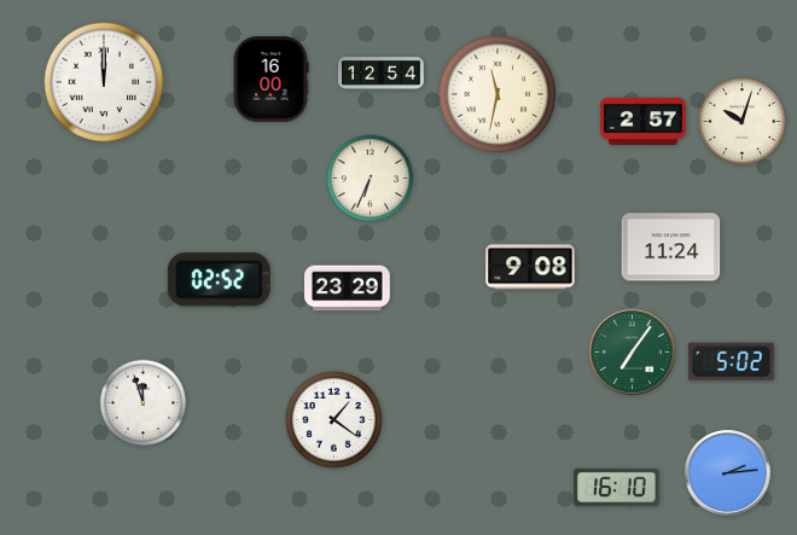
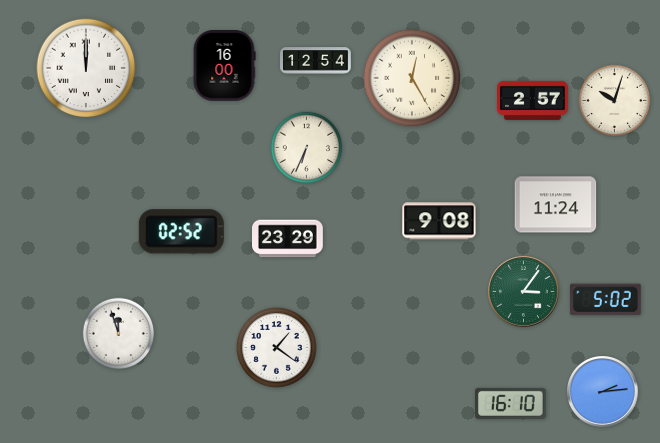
clock at (498, 94): 11:32 -> 12:25
clock at (633, 353): 7:06 -> 3:06
